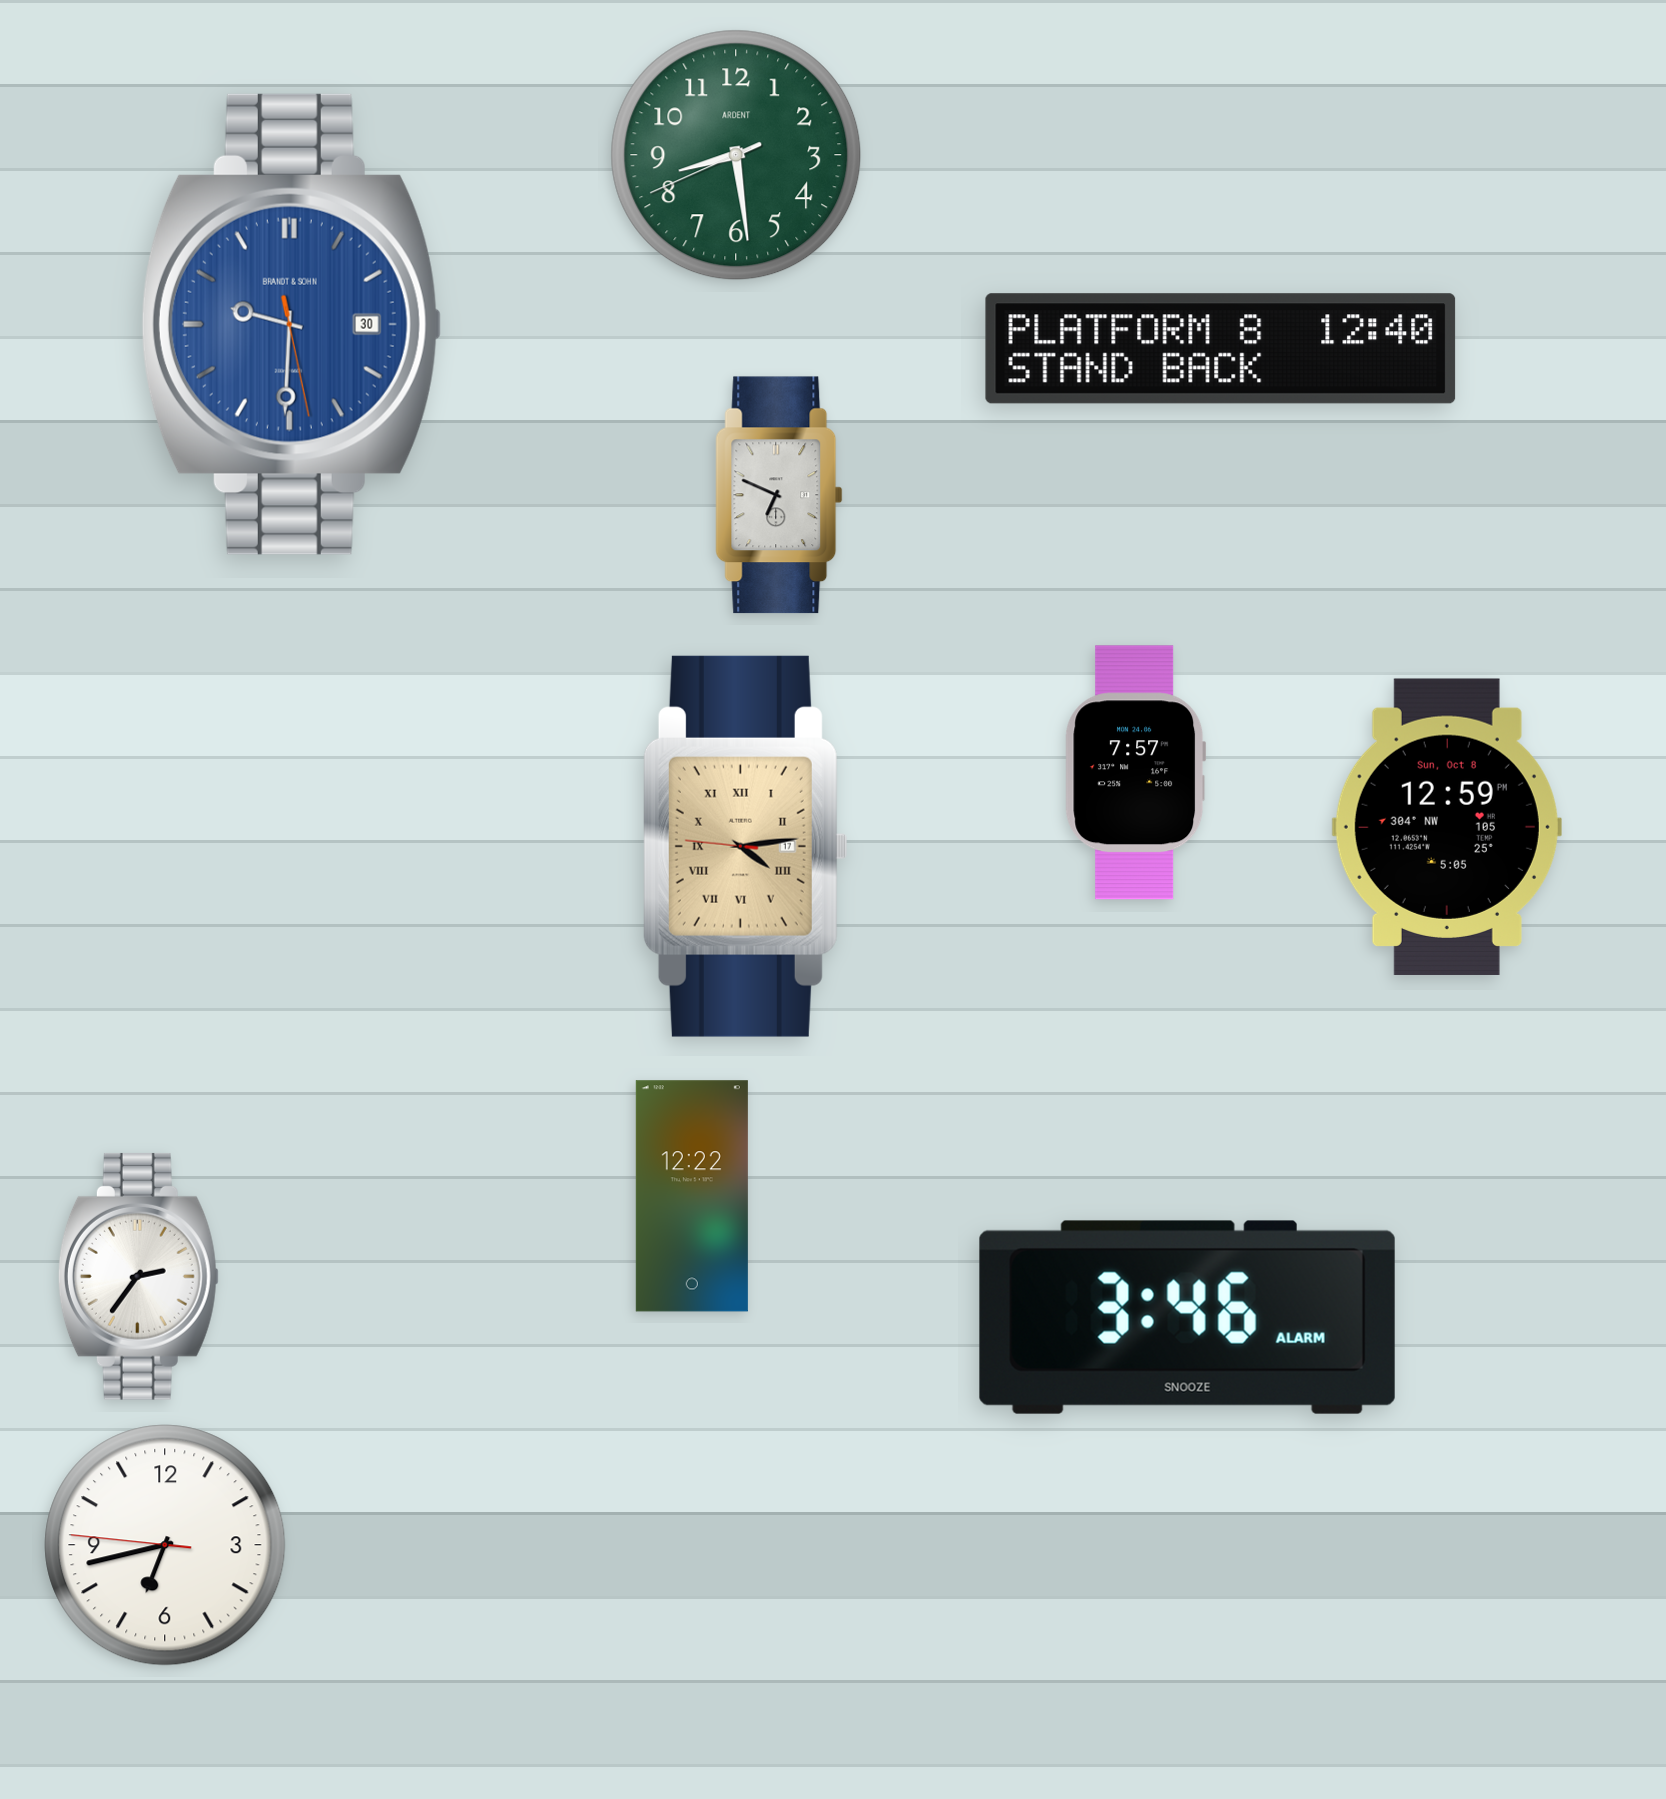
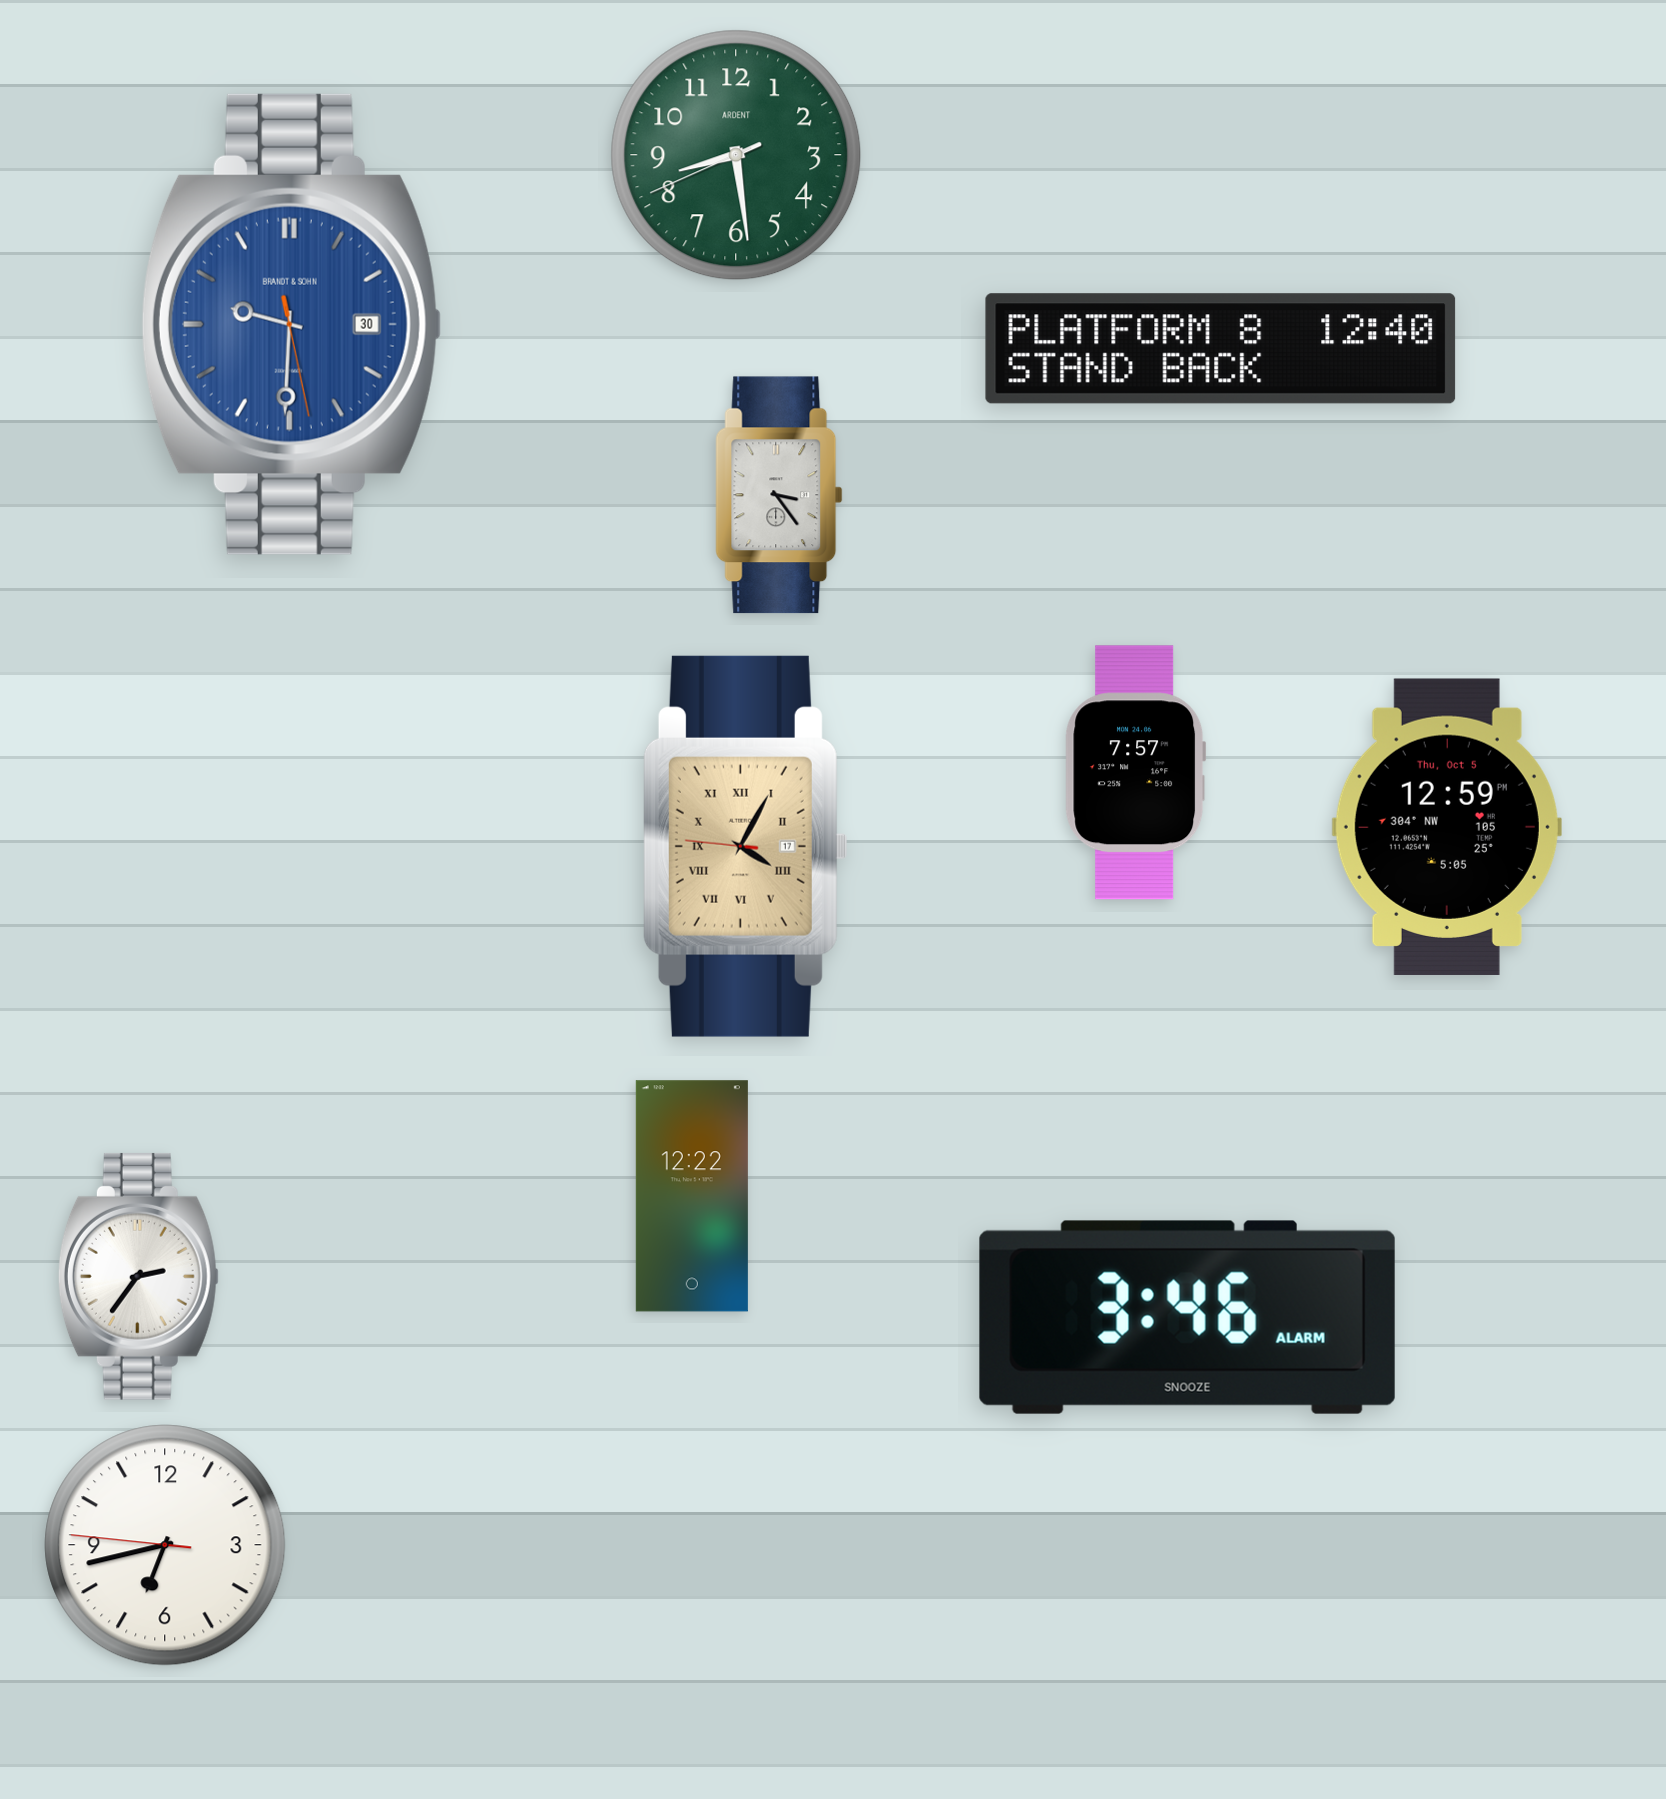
clock at (779, 495): 6:49 -> 3:24
clock at (1447, 827) date: Sun, Oct 8 -> Thu, Oct 5
clock at (745, 846): 4:13 -> 4:04
